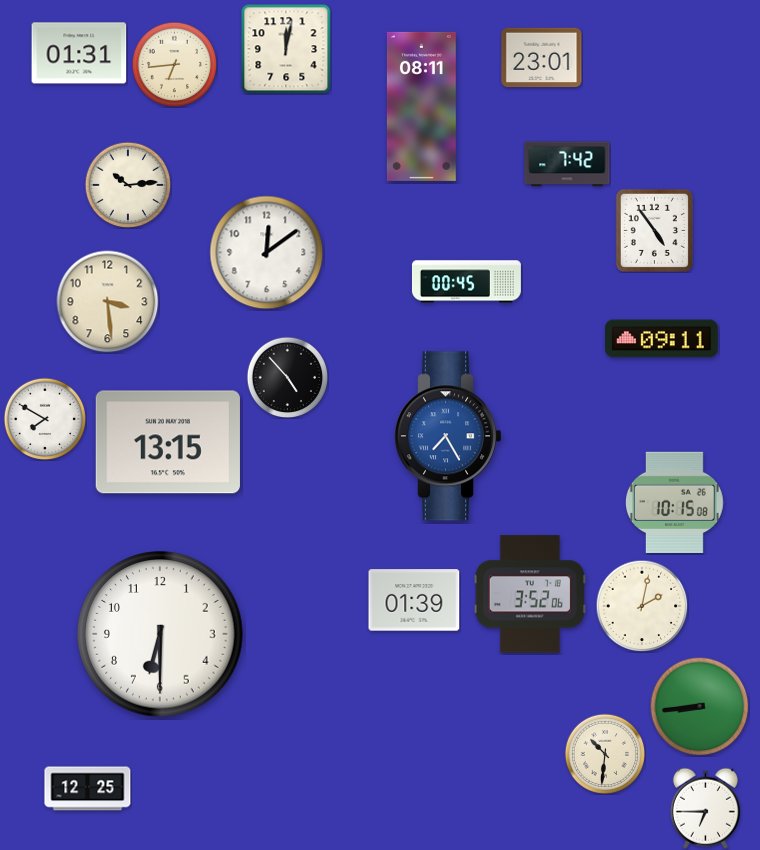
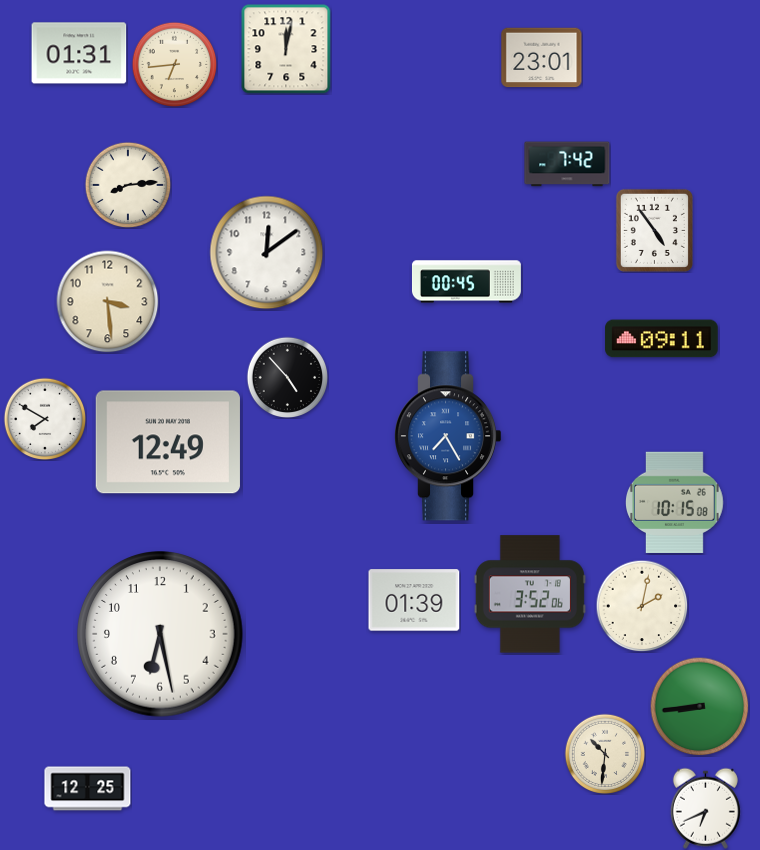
clock at (421, 106): 08:11 -> none
clock at (128, 185): 10:14 -> 8:14
clock at (168, 442): 13:15 -> 12:49
clock at (160, 634): 6:30 -> 6:28
clock at (705, 808): 6:45 -> 6:41
